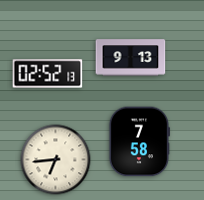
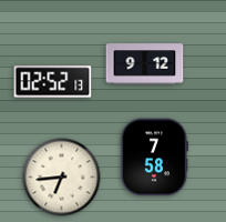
clock at (131, 58): 9:13 -> 9:12
